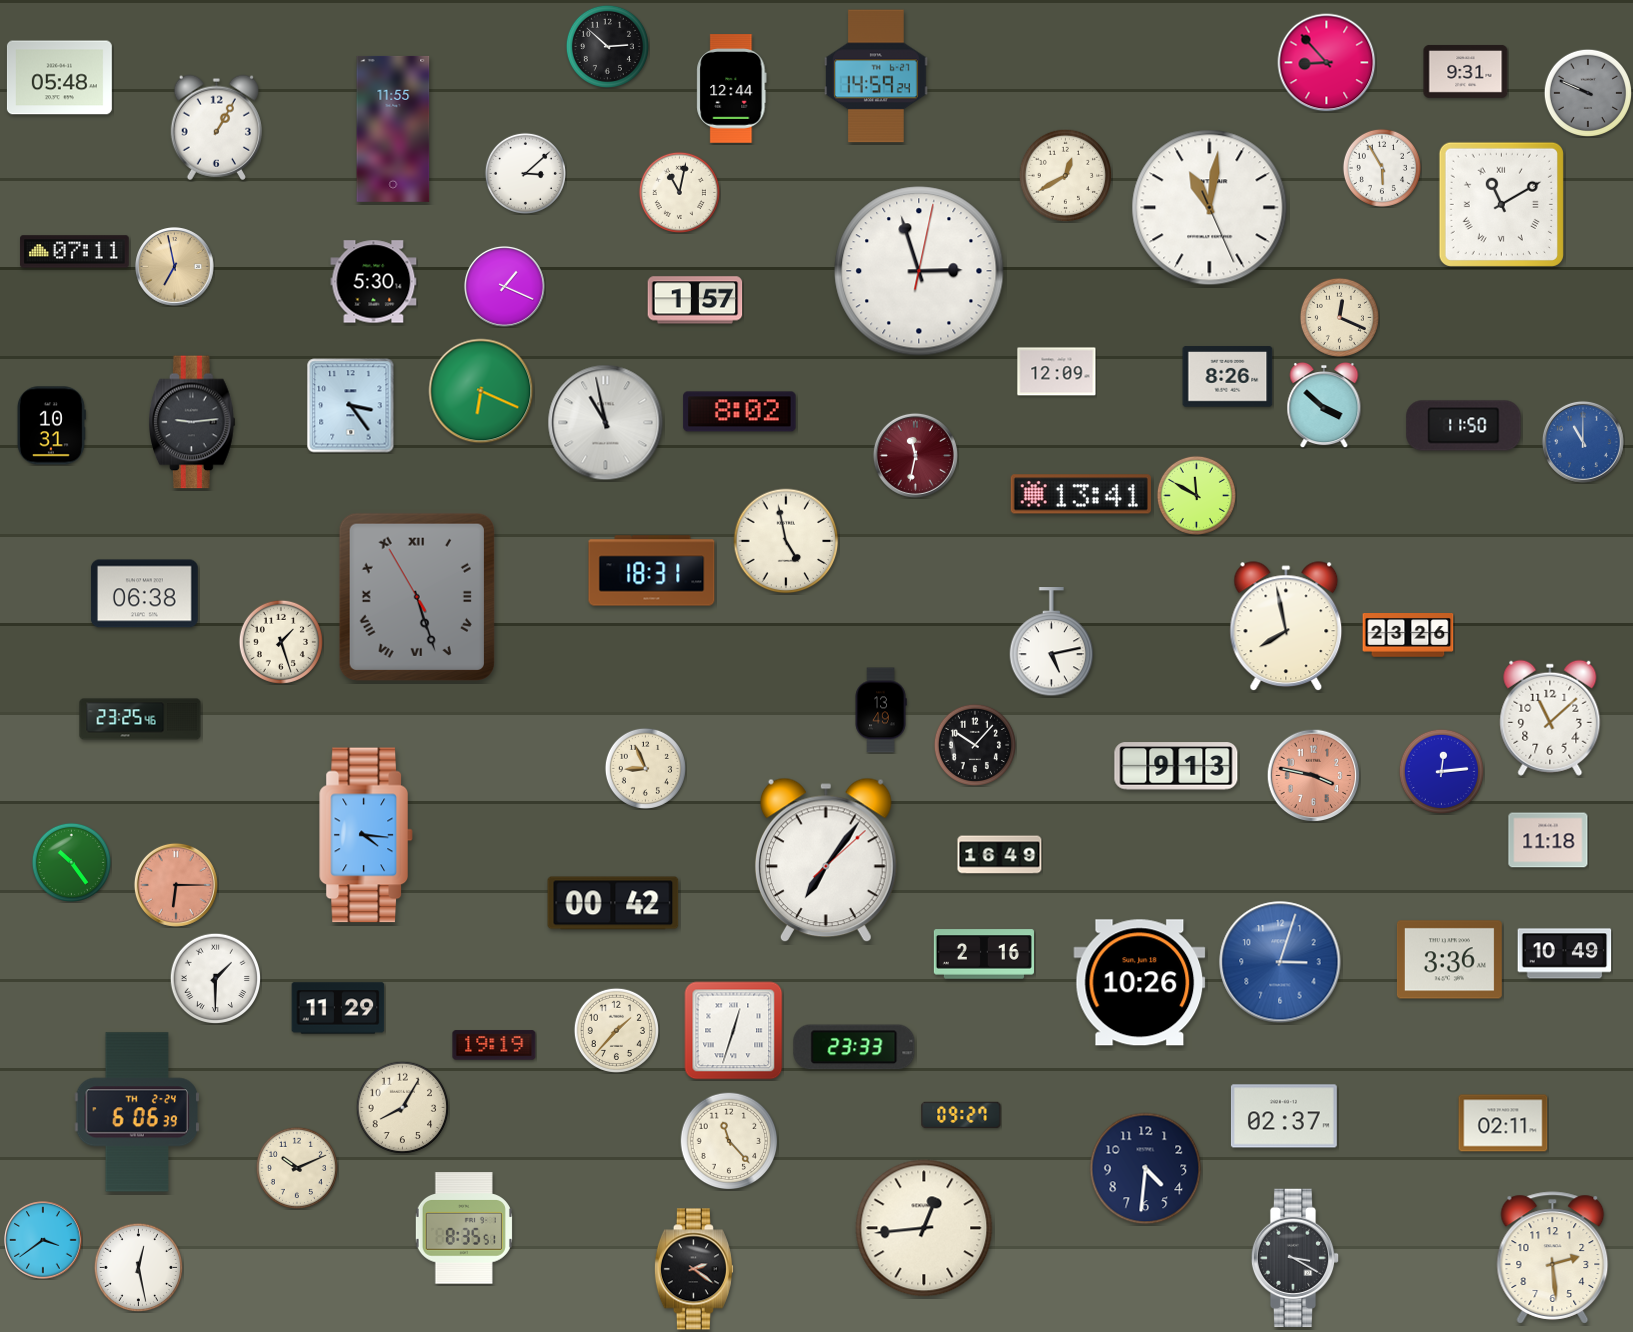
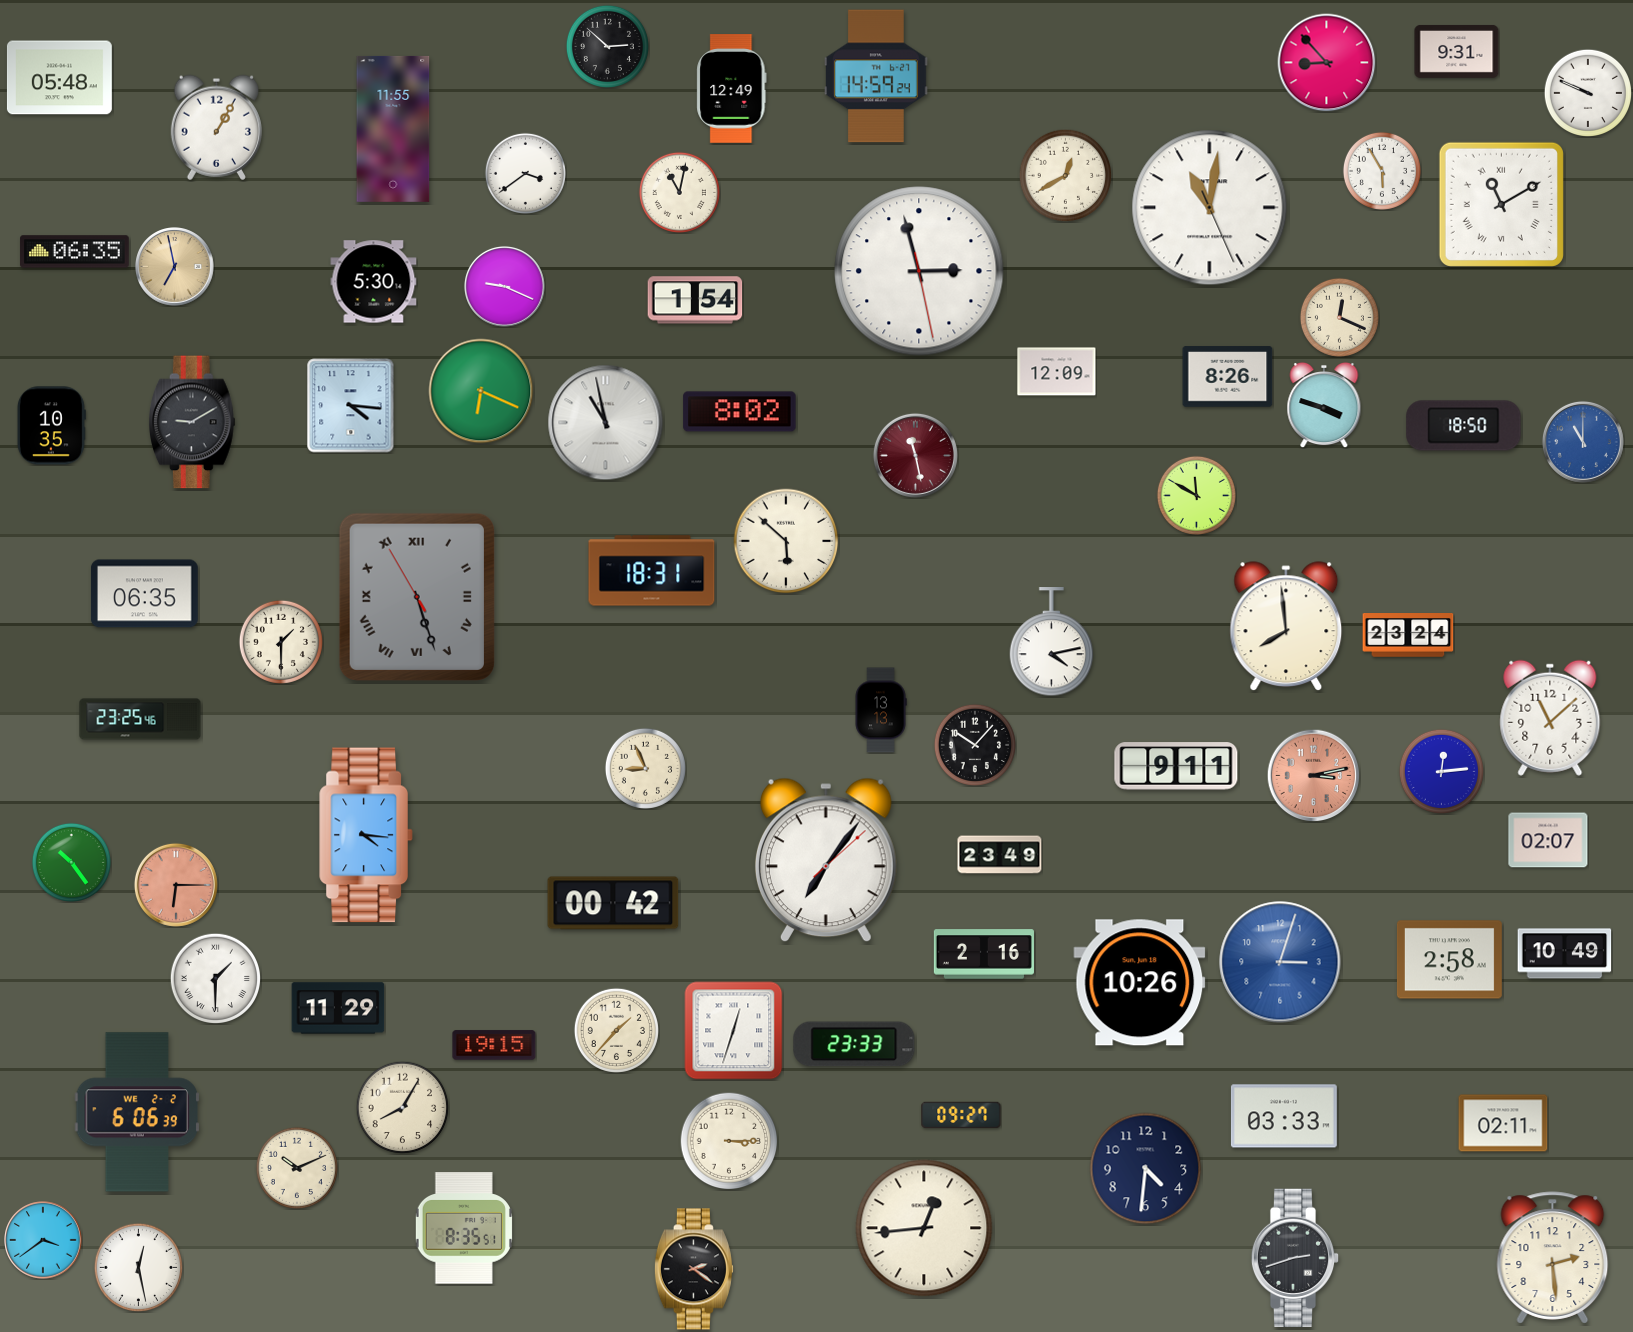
clock at (1466, 71) position: (1466, 71) -> (1457, 51)
clock at (732, 89): 12:44 -> 12:49
clock at (1587, 92) dial: grey -> white
clock at (1382, 168) position: (1382, 168) -> (1382, 171)
clock at (525, 173): 3:08 -> 3:39
clock at (75, 252): 07:11 -> 06:35
clock at (919, 271): 2:57:02 -> 2:57:28
clock at (504, 286): 1:19 -> 9:19
clock at (695, 300): 1:57 -> 1:54
clock at (1324, 405): 3:52 -> 3:48
clock at (351, 406): 3:24 -> 4:16
clock at (193, 422): 9:14 -> 9:10
clock at (51, 426): 10:31 -> 10:35
clock at (1464, 426): 11:50 -> 18:50
clock at (915, 455): 11:32 -> 11:28
clock at (1081, 494): 13:41 -> none
clock at (786, 541): 4:58 -> 5:52
clock at (144, 594): 06:38 -> 06:35
clock at (1286, 627): 7:58 -> 7:59
clock at (1408, 635): 23:26 -> 23:24
clock at (281, 642): 1:27 -> 1:30
clock at (1052, 642): 5:13 -> 4:13
clock at (881, 710): 13:49 -> 13:13
clock at (1176, 766): 9:13 -> 9:11
clock at (1313, 775): 3:47 -> 3:13
clock at (1548, 840): 11:18 -> 02:07
clock at (1000, 855): 16:49 -> 23:49
clock at (1449, 960): 3:36 -> 2:58
clock at (494, 1045): 19:19 -> 19:15
clock at (854, 1047) position: (854, 1047) -> (854, 1044)
clock at (137, 1112) date: TH 2-24 -> WE 2-2
clock at (1284, 1116): 02:37 -> 03:33
clock at (729, 1141): 11:23 -> 3:15
clock at (1295, 1257): 3:20 -> 2:42
